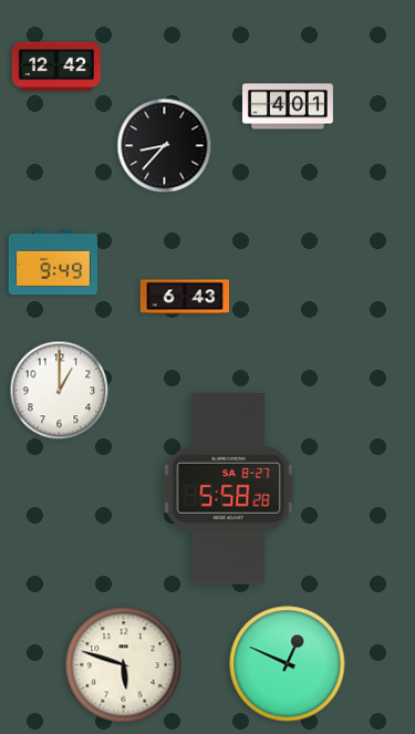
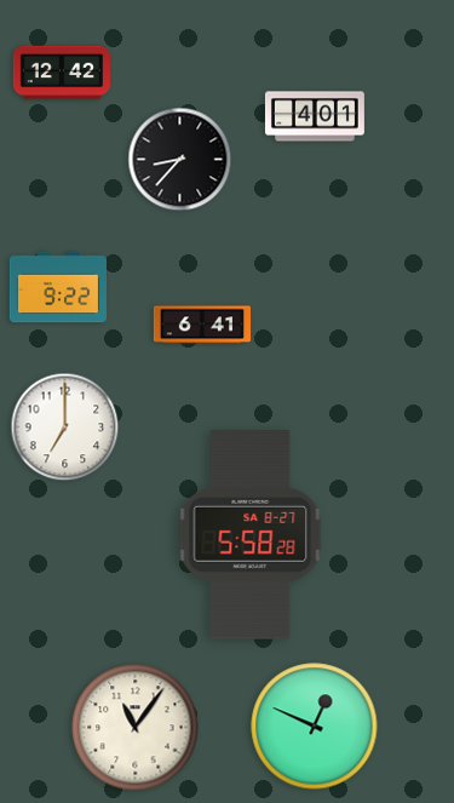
clock at (52, 262): 9:49 -> 9:22
clock at (184, 297): 6:43 -> 6:41
clock at (60, 391): 1:00 -> 7:00
clock at (124, 665): 5:48 -> 11:06
